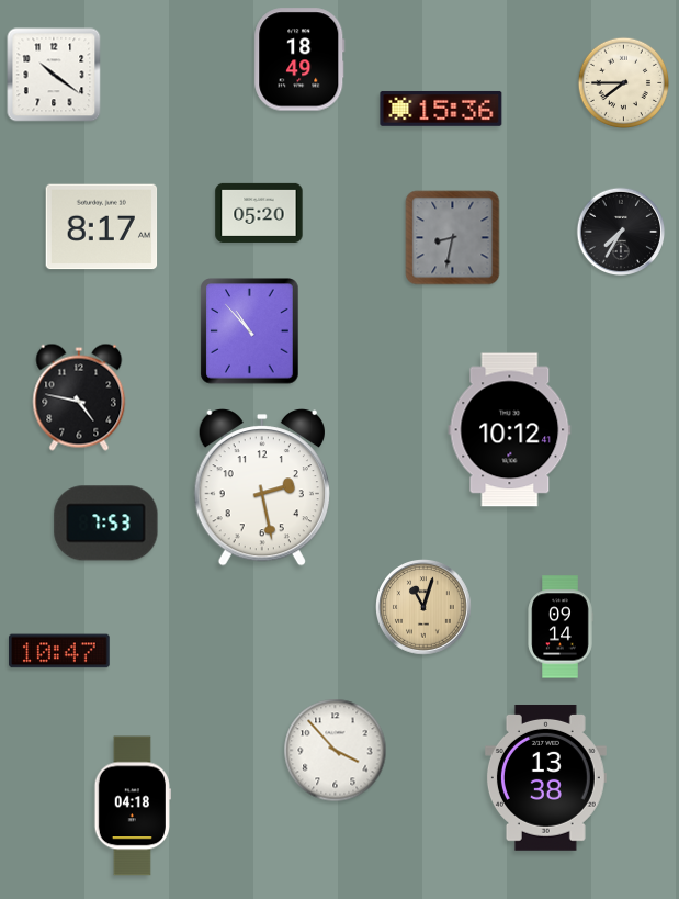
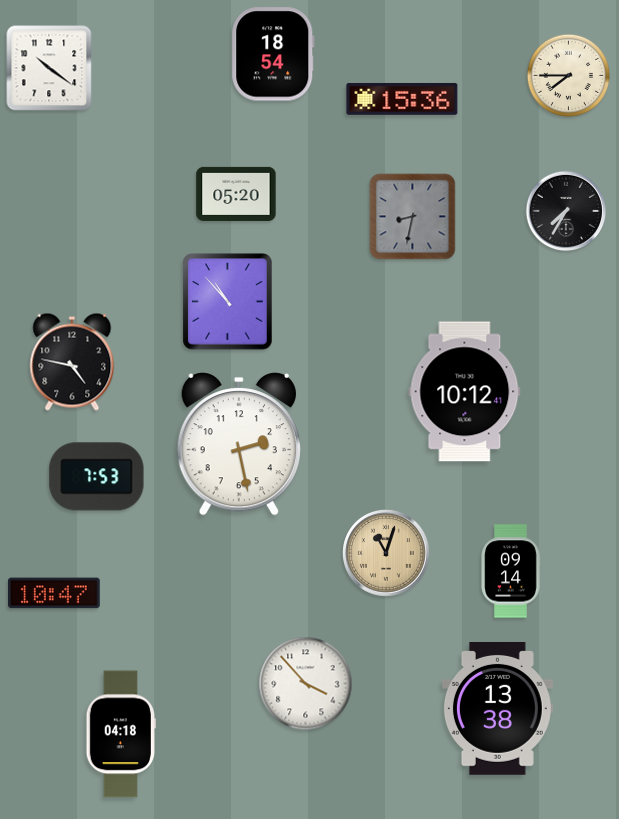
clock at (299, 59): 18:49 -> 18:54
clock at (102, 227): 8:17 -> none
